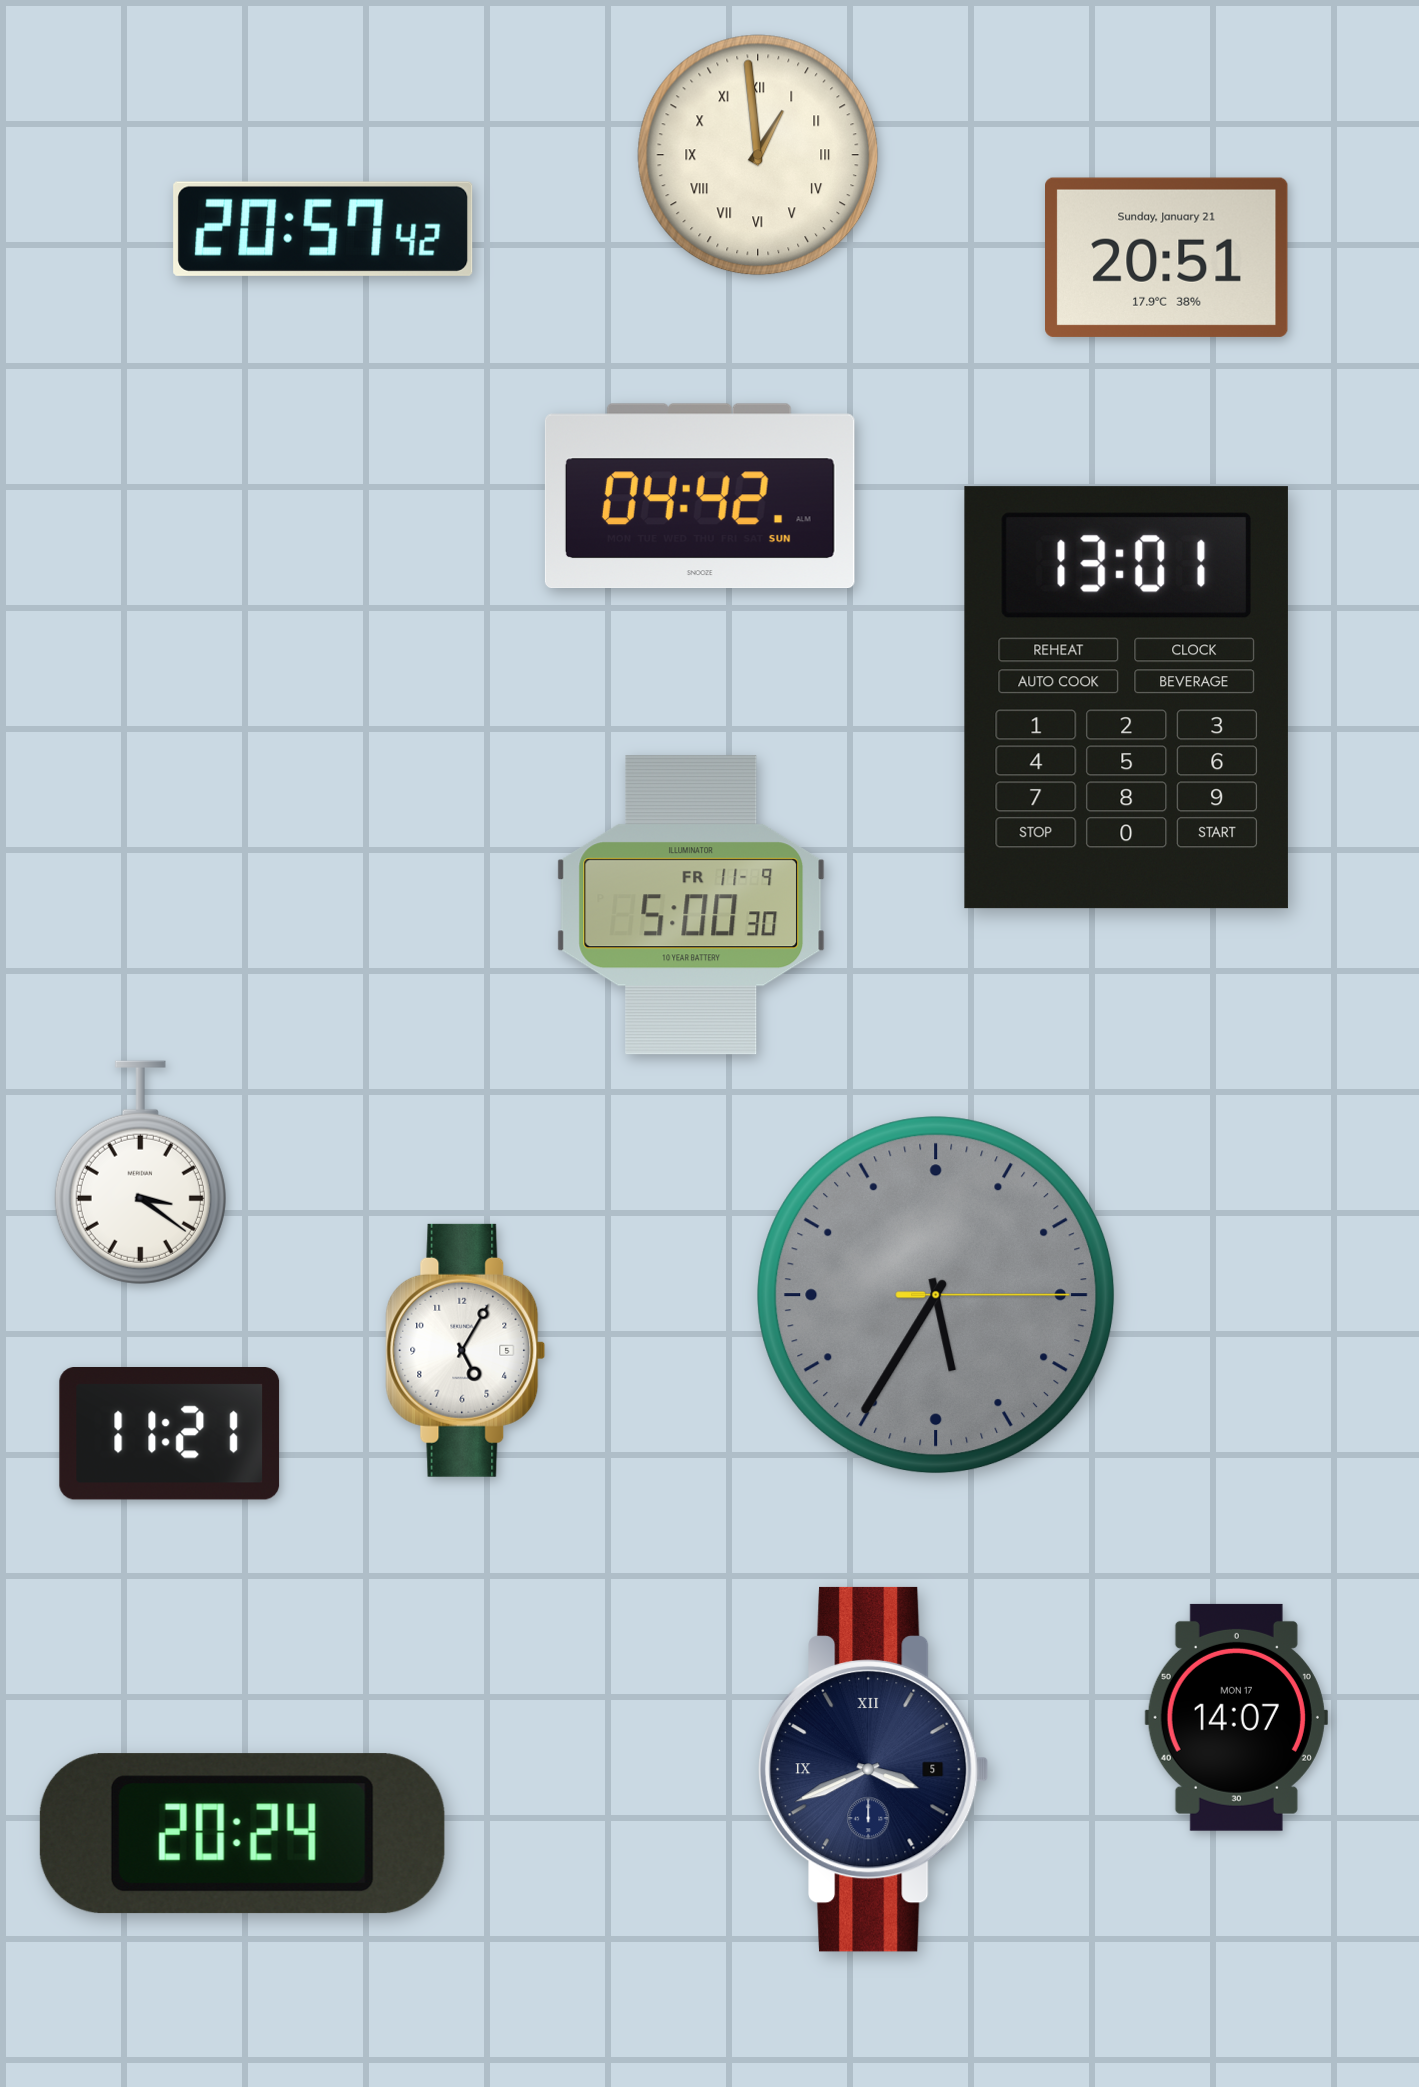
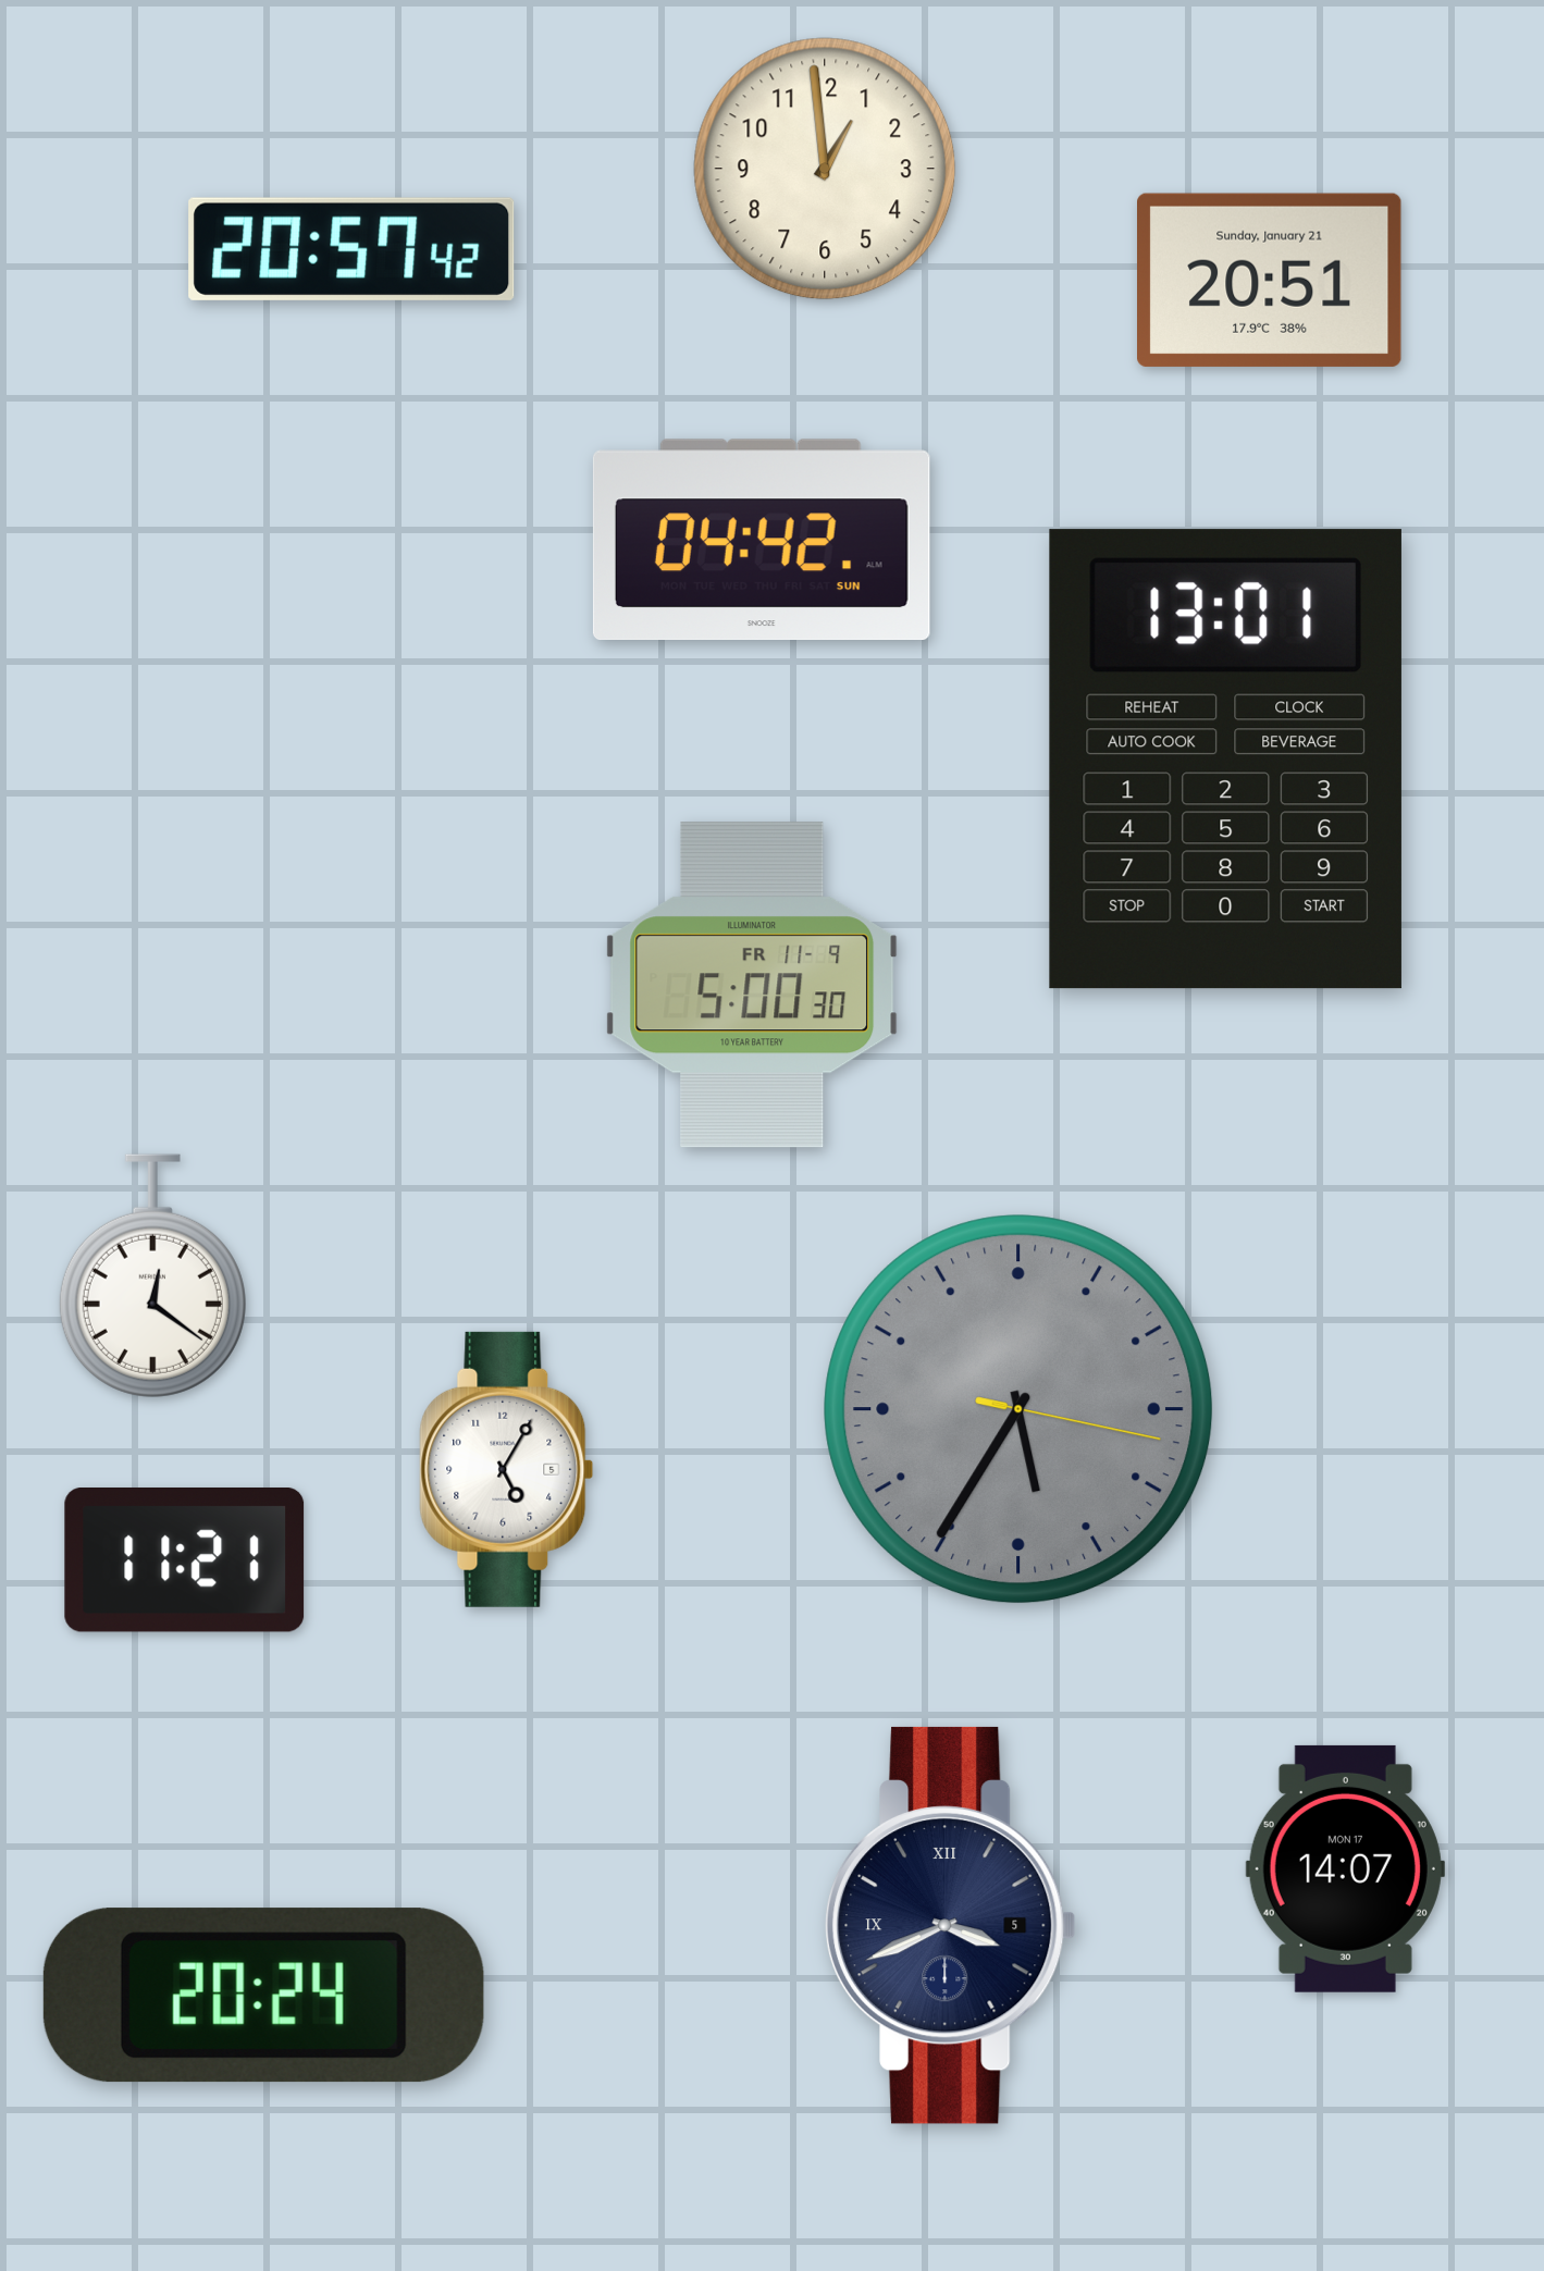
clock at (758, 155) numerals: Roman -> Arabic
clock at (140, 1173): 3:21 -> 12:21
clock at (936, 1295): 5:35:15 -> 5:35:17
